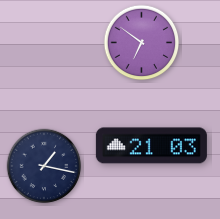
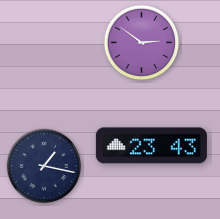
clock at (142, 43): 6:51 -> 2:51
clock at (151, 146): 21:03 -> 23:43
